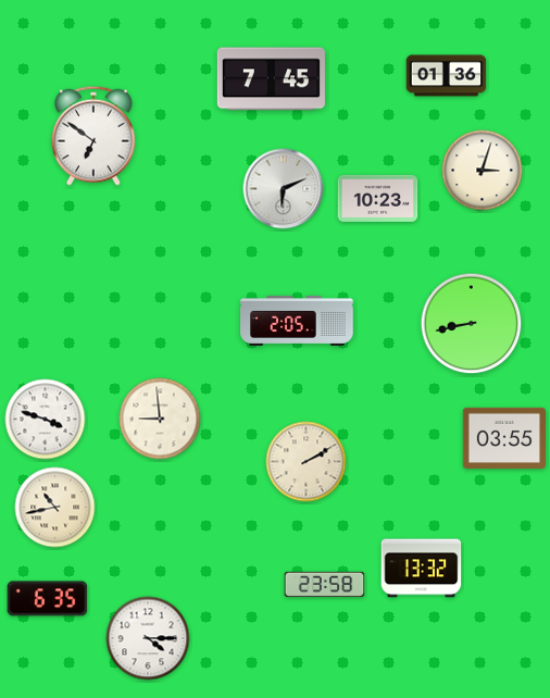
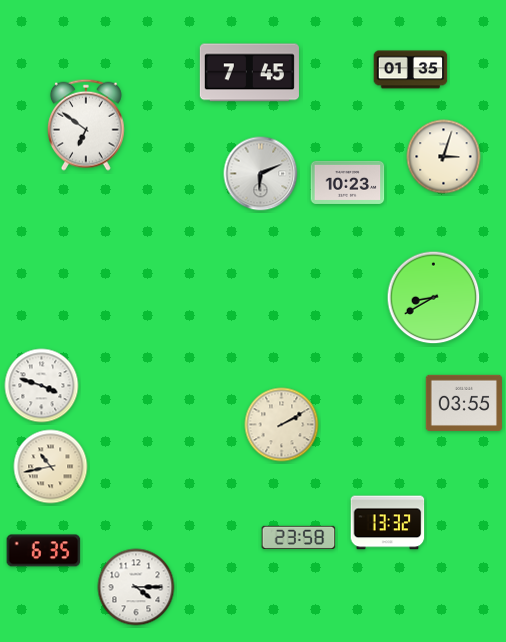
clock at (447, 76): 01:36 -> 01:35
clock at (297, 321): 2:05 -> none
clock at (472, 324): 8:43 -> 8:40
clock at (160, 419): 8:59 -> none
